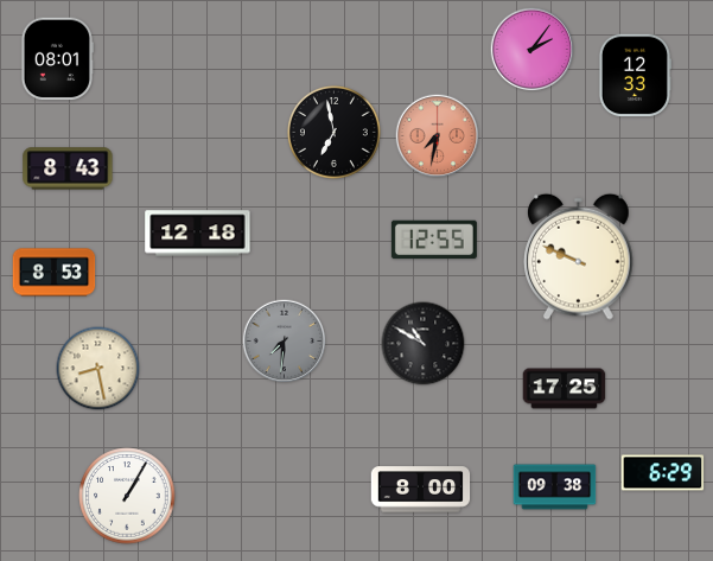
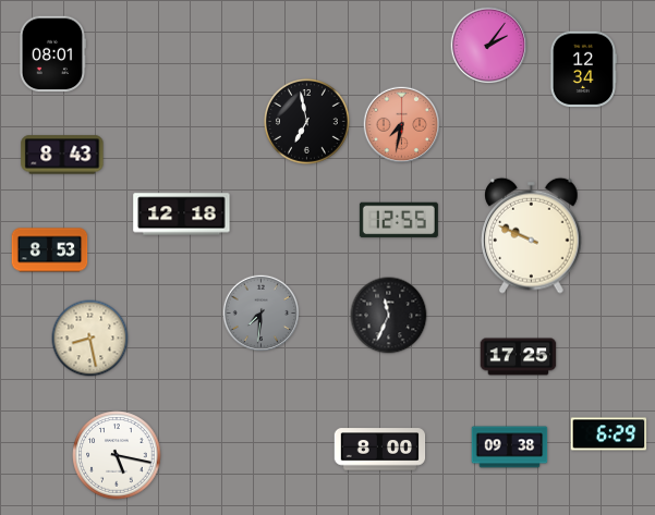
clock at (635, 76): 12:33 -> 12:34
clock at (424, 344): 10:50 -> 11:34
clock at (421, 490) position: (421, 490) -> (380, 450)
clock at (127, 496): 1:05 -> 5:17
